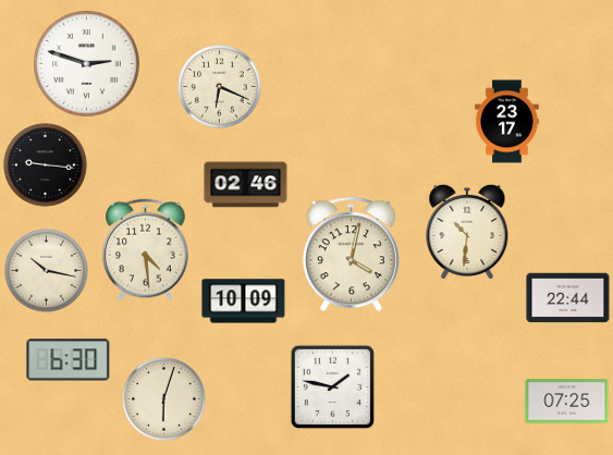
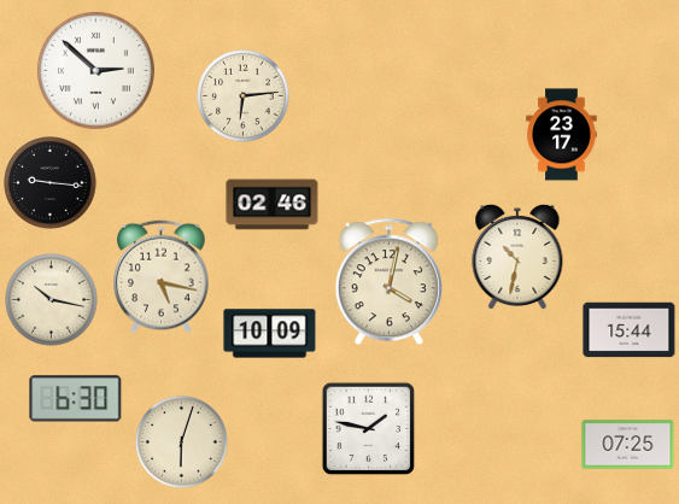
clock at (86, 63): 2:48 -> 2:52
clock at (220, 87): 6:19 -> 6:14
clock at (467, 232): 10:31 -> 10:32
clock at (146, 250): 4:29 -> 5:17
clock at (568, 298): 22:44 -> 15:44
